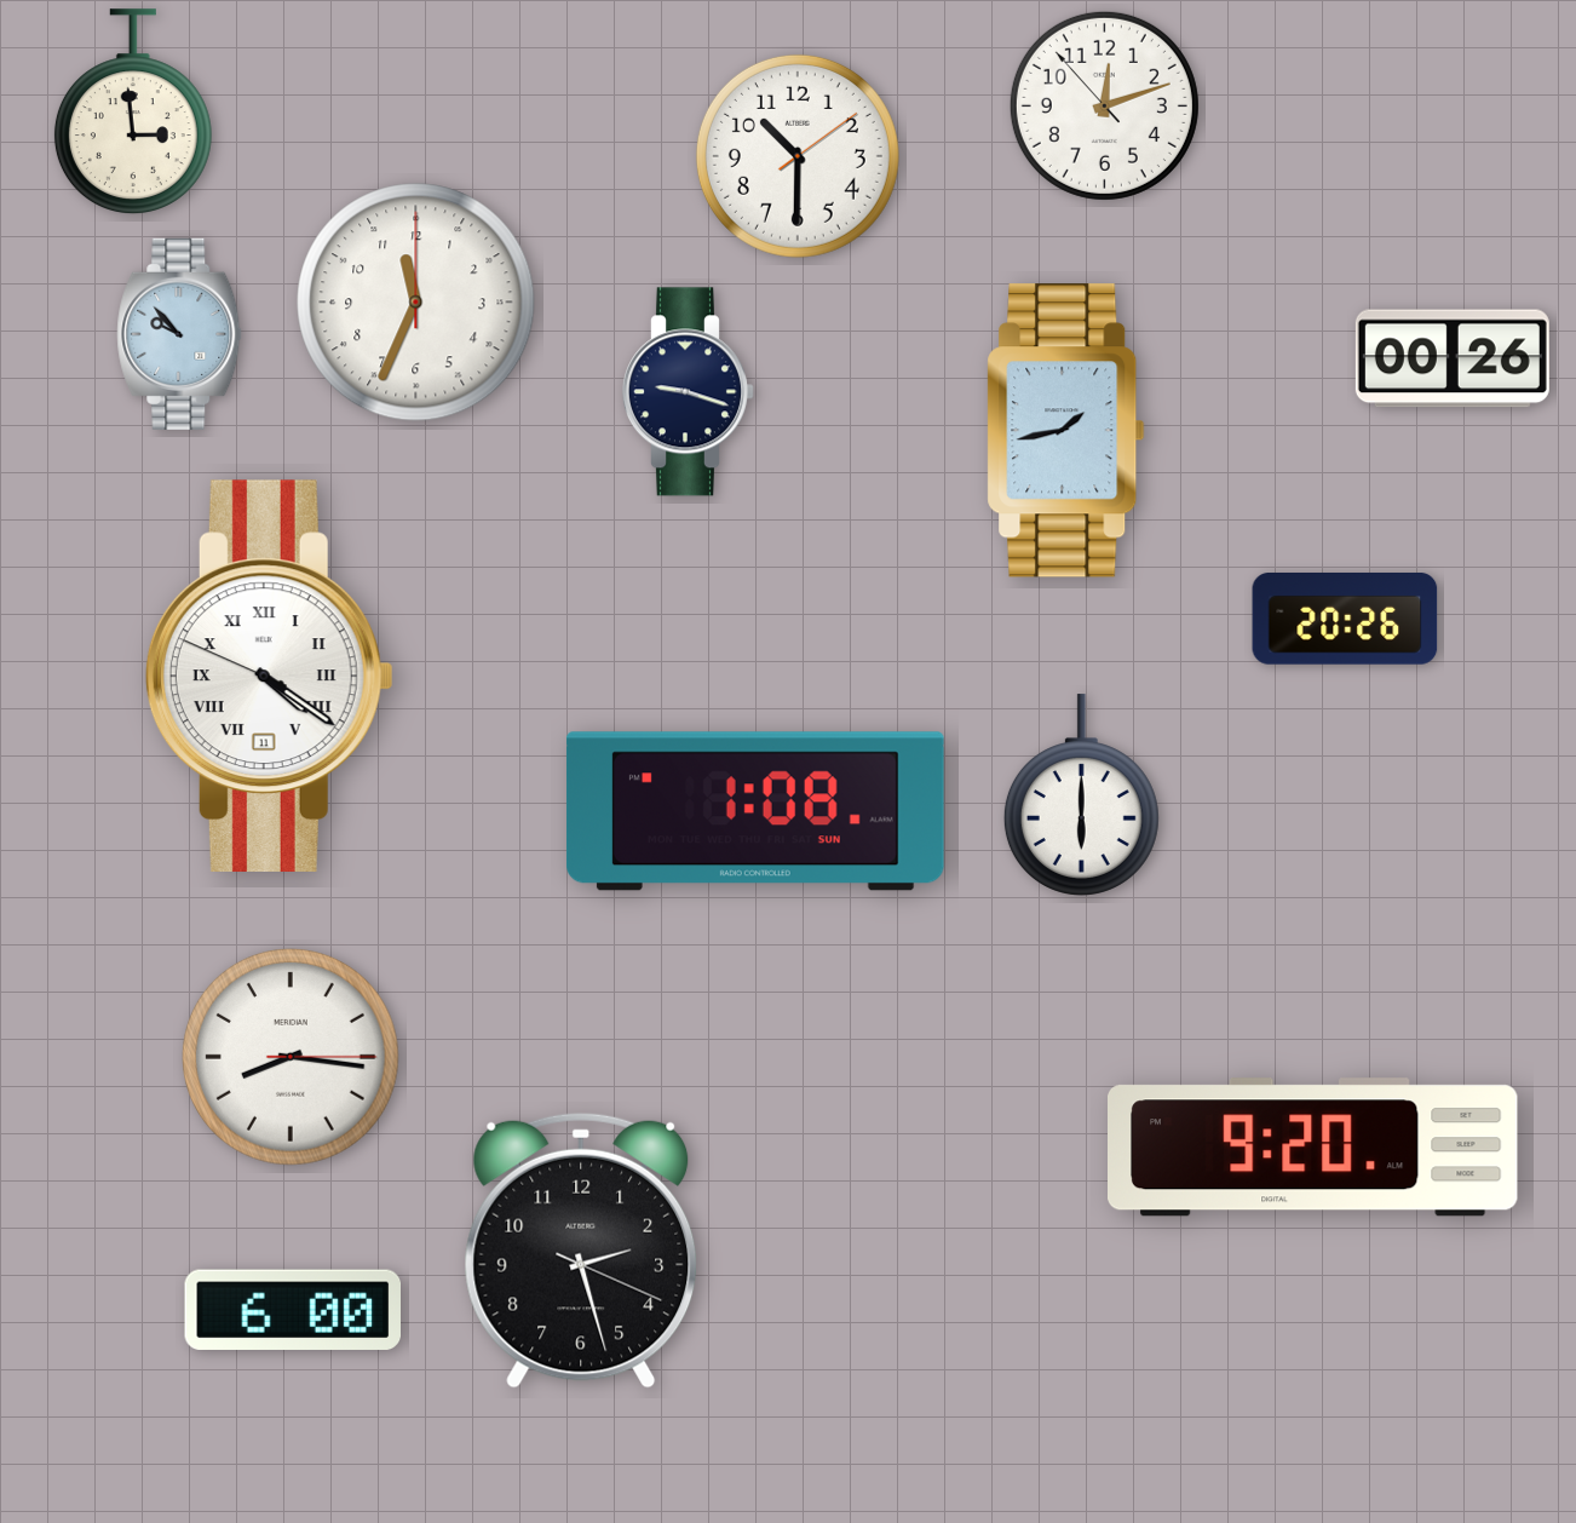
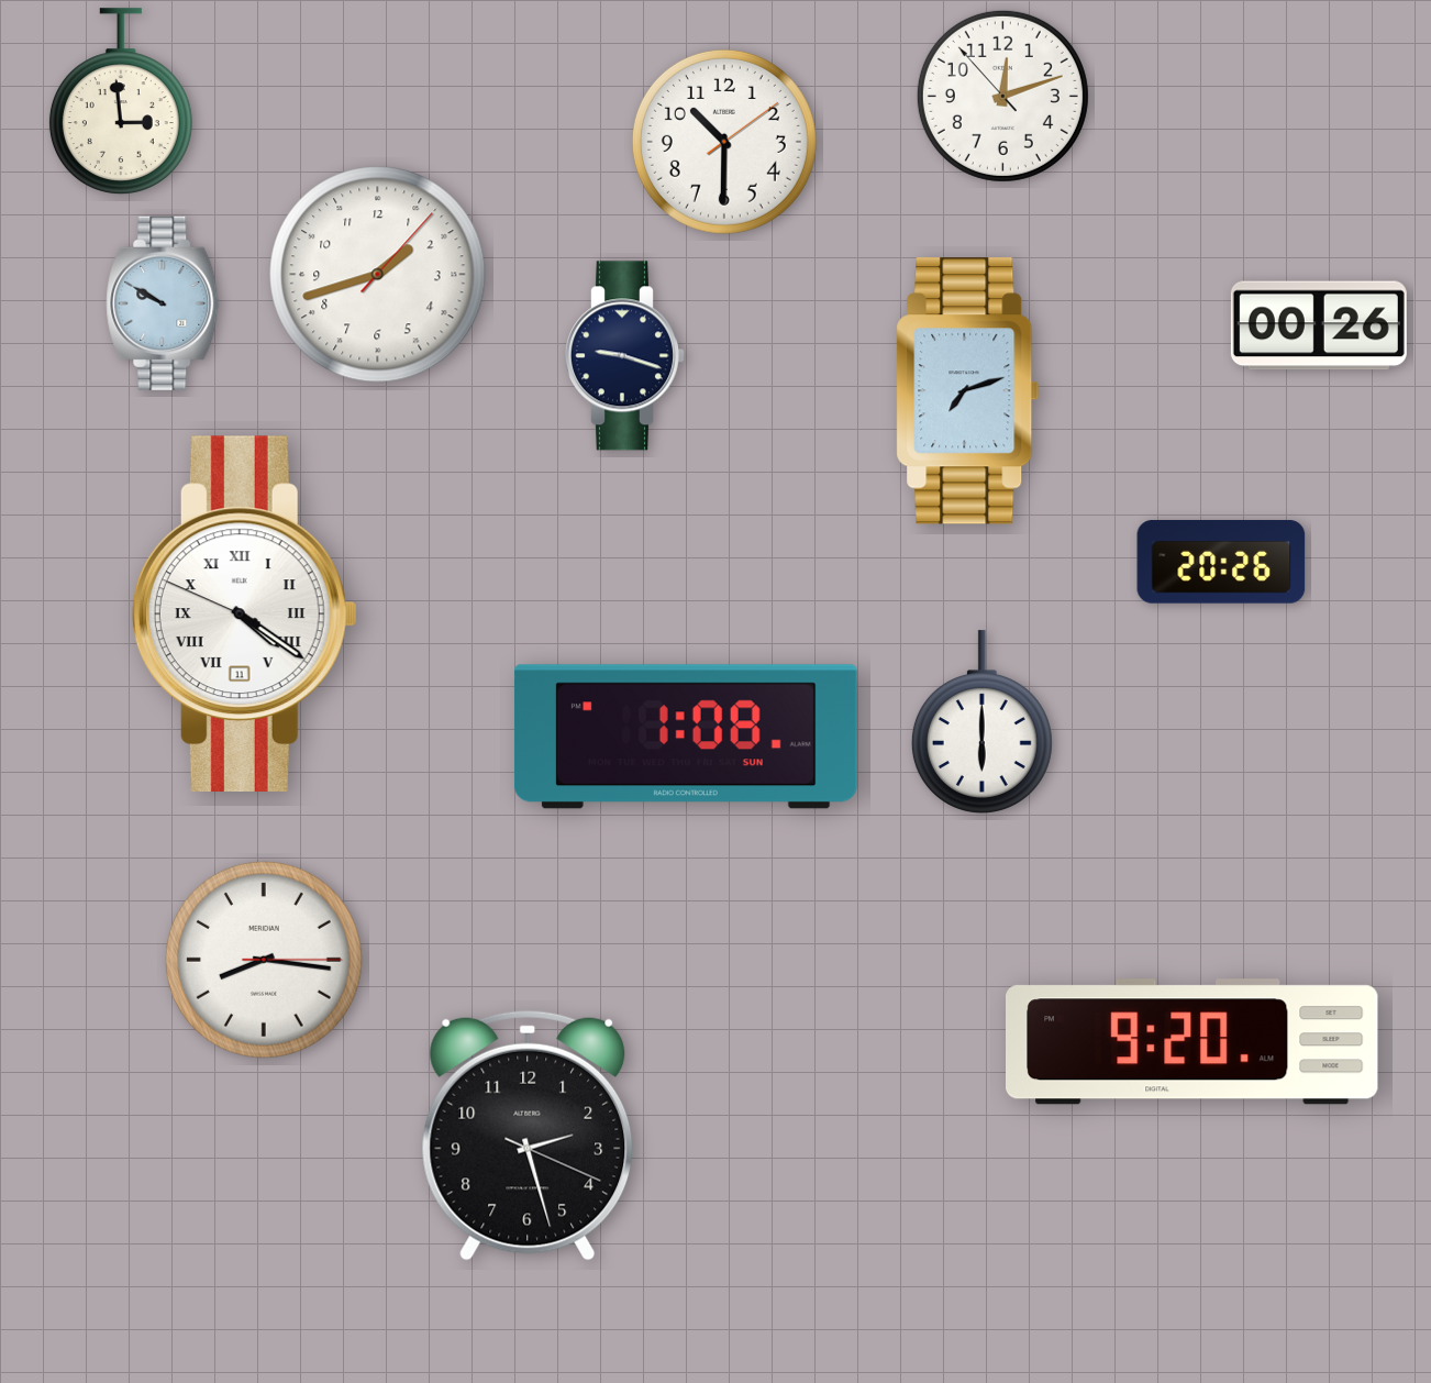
clock at (416, 303): 11:34 -> 1:42
clock at (179, 334): 9:53 -> 9:50
clock at (1066, 431): 1:43 -> 7:12
clock at (292, 1310): 6:00 -> none
